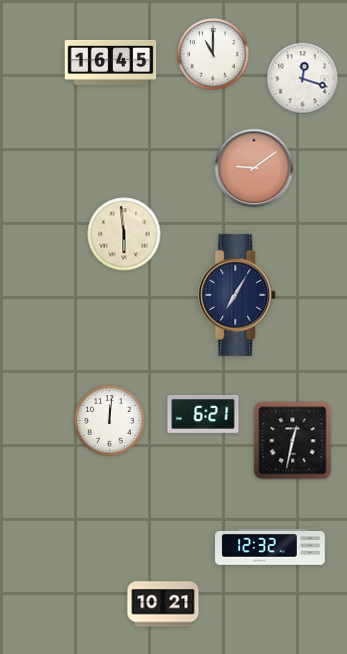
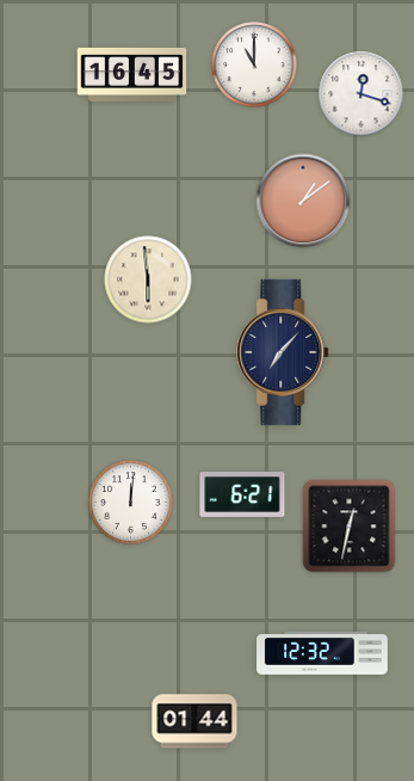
clock at (254, 168): 9:09 -> 1:09
clock at (238, 295): 7:05 -> 7:07
clock at (163, 604): 10:21 -> 01:44
